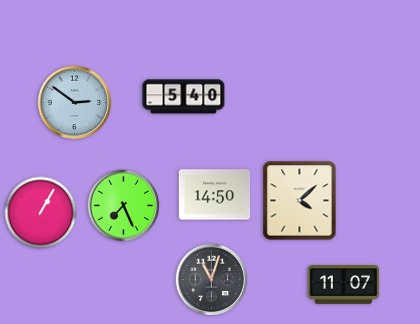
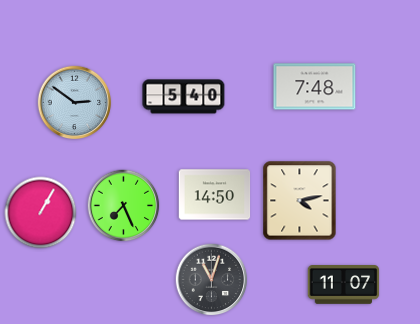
clock at (315, 87): none -> 7:48
clock at (300, 201): 4:08 -> 4:13
